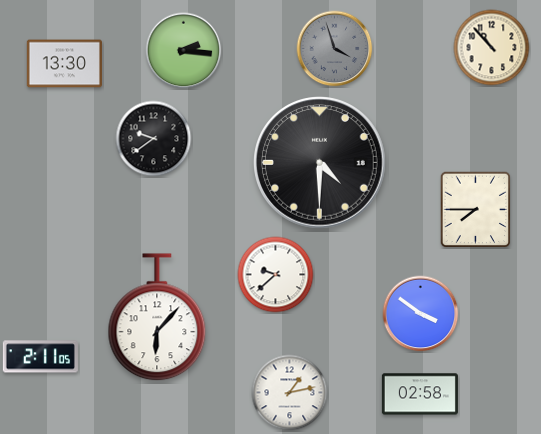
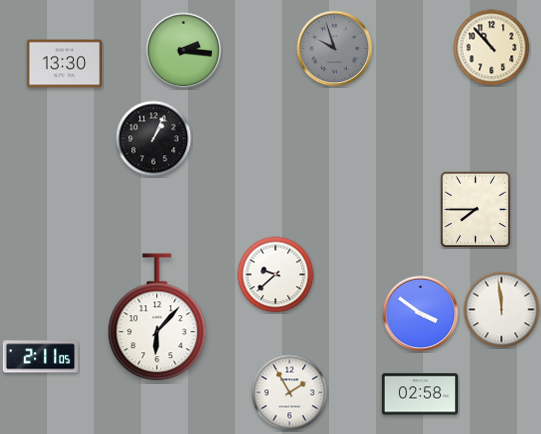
clock at (335, 49): 3:57 -> 9:57
clock at (154, 139): 9:39 -> 1:04
clock at (320, 163): 4:30 -> none
clock at (502, 310): none -> 11:59
clock at (290, 393): 1:13 -> 1:55
